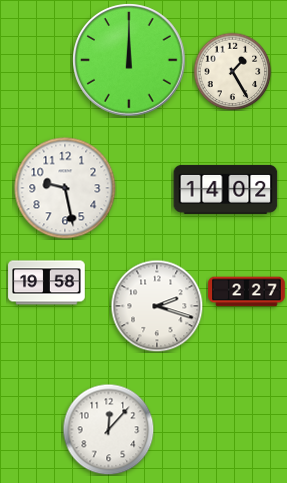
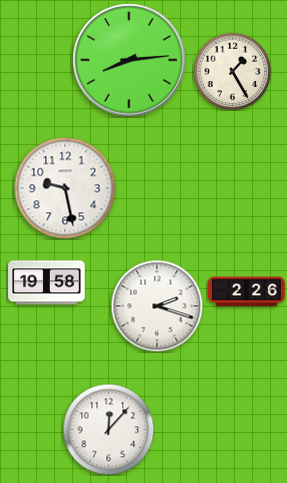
clock at (129, 60): 12:00 -> 8:14
clock at (226, 189): 14:02 -> none
clock at (247, 292): 2:27 -> 2:26
